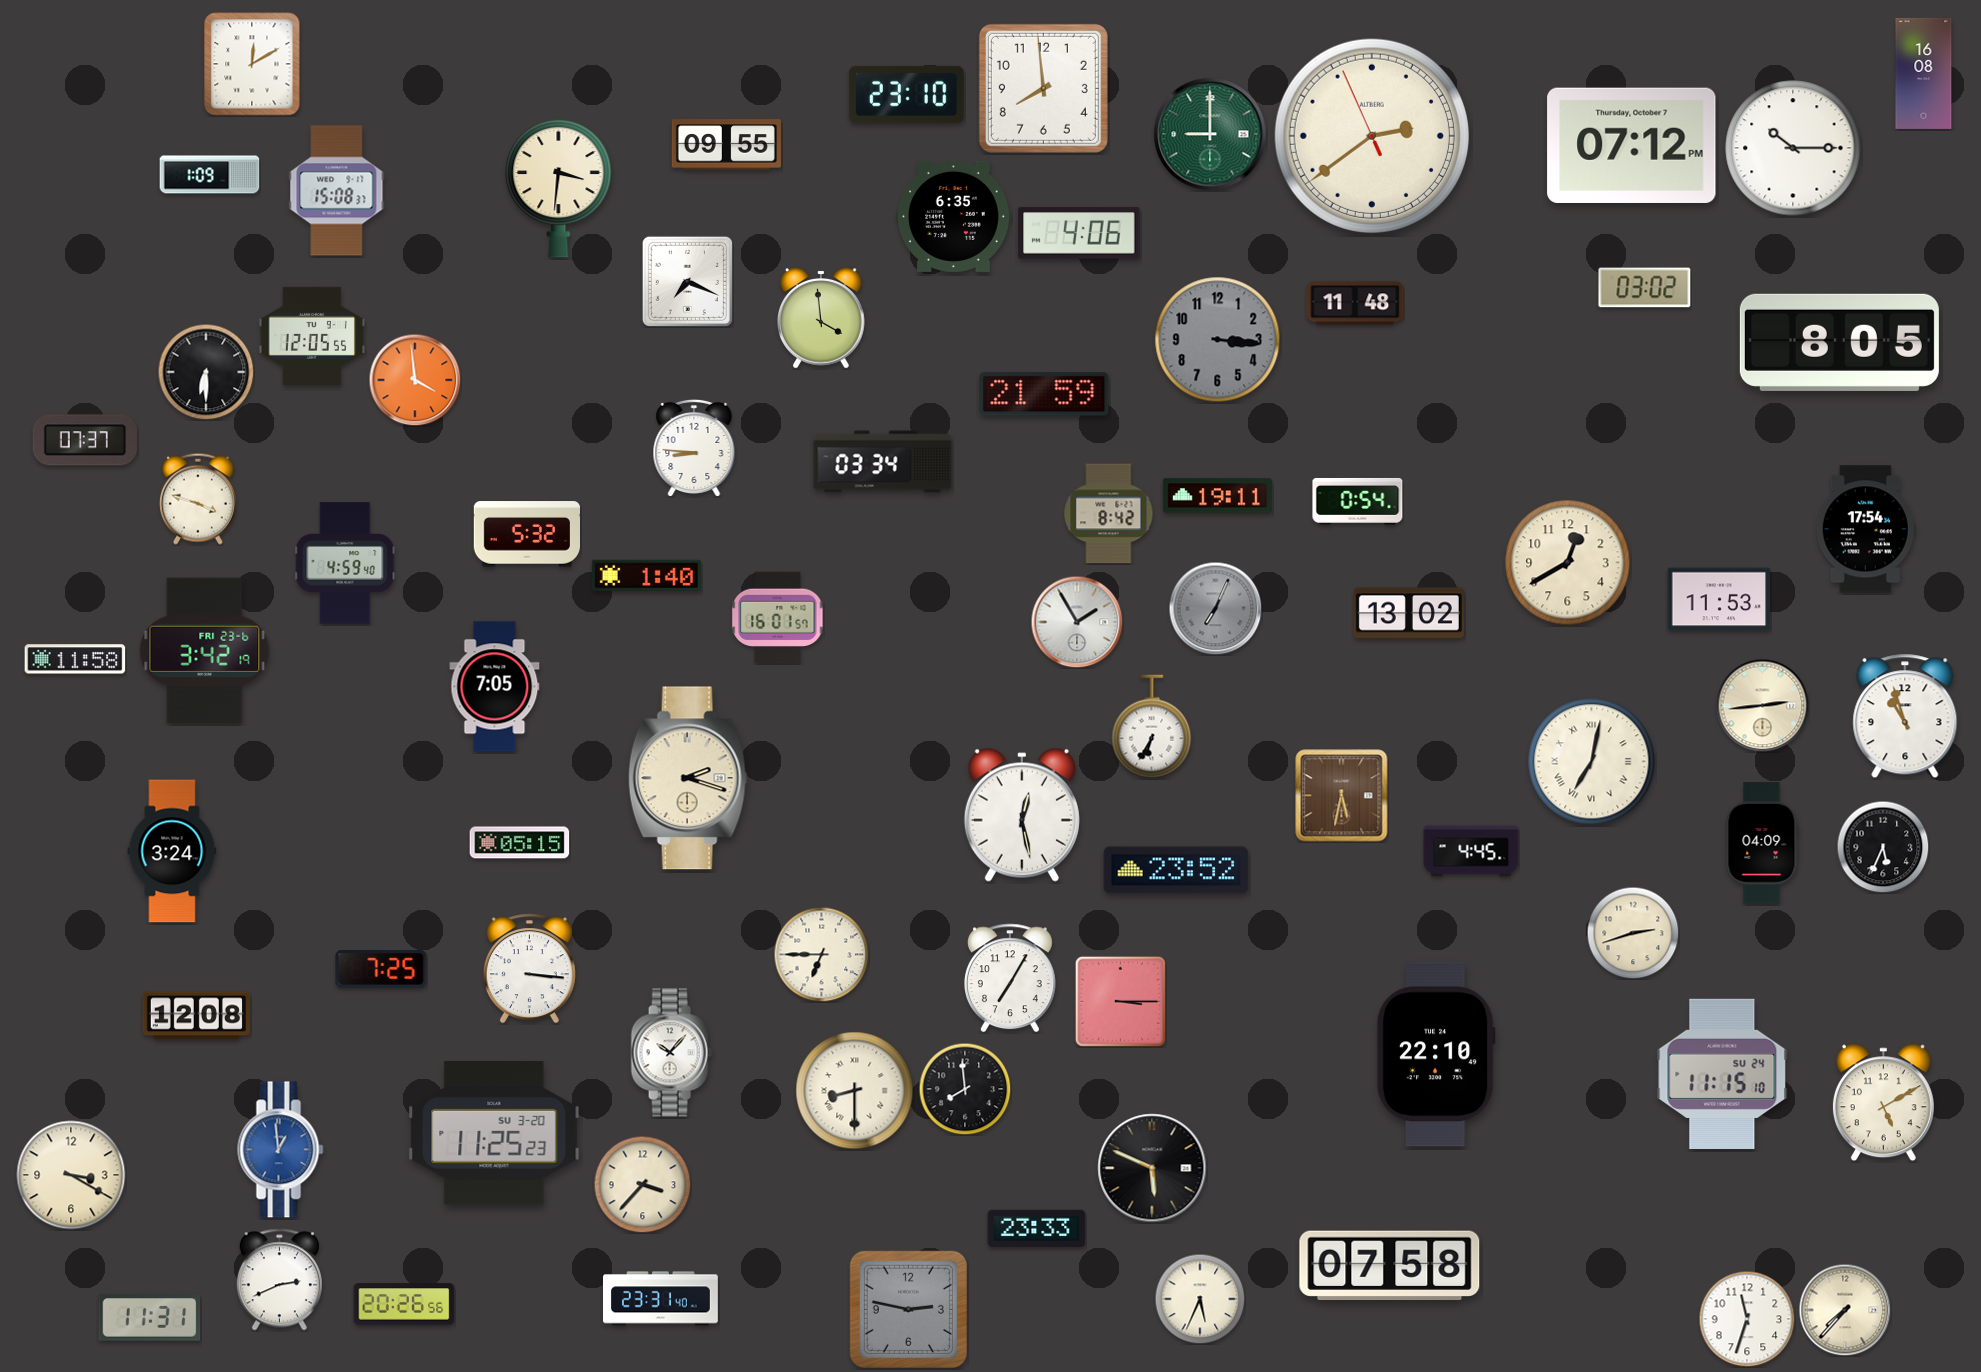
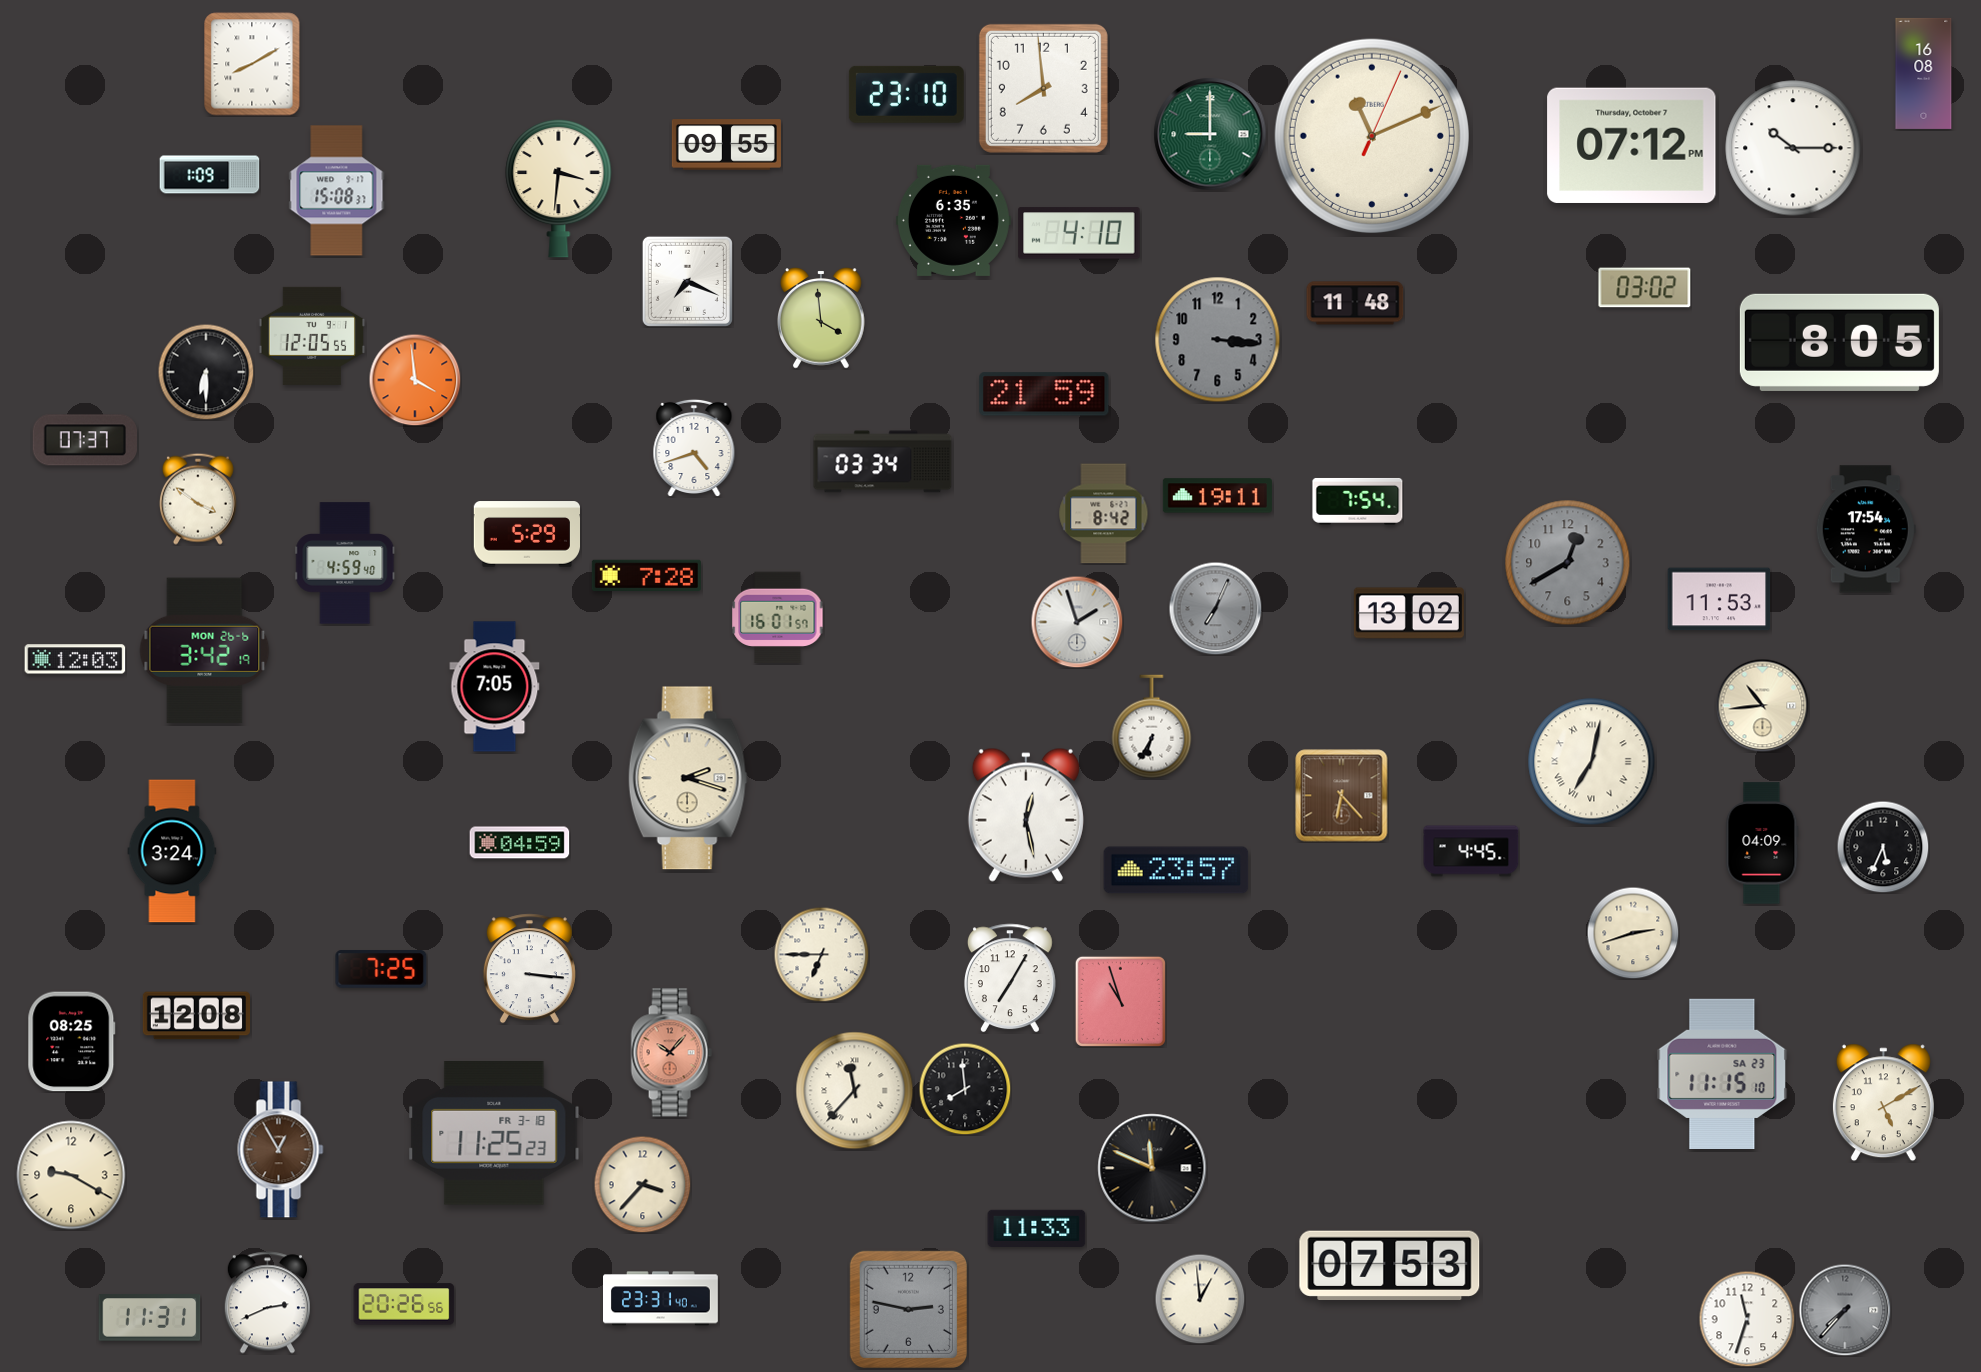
clock at (252, 64): 12:10 -> 8:10
clock at (1372, 136): 2:38 -> 11:11
clock at (953, 216) position: (953, 216) -> (953, 220)
clock at (1079, 233): 4:06 -> 4:10
clock at (694, 447): 8:46 -> 4:42
clock at (198, 499): 3:48 -> 3:51
clock at (1358, 501): 0:54 -> 7:54
clock at (1109, 514) position: (1109, 514) -> (1104, 514)
clock at (526, 534): 5:32 -> 5:29
clock at (1568, 563) dial: cream -> grey
clock at (646, 576): 1:40 -> 7:28
clock at (1077, 622): 1:55 -> 1:57
clock at (205, 651) date: FRI 23-6 -> MON 26-6
clock at (75, 659): 11:58 -> 12:03
clock at (1762, 705): 2:44 -> 10:44
clock at (1905, 716): 10:57 -> none
clock at (1342, 796): 5:32 -> 6:23
clock at (1022, 815) position: (1022, 815) -> (1026, 815)
clock at (520, 843): 05:15 -> 04:59
clock at (1176, 870): 23:52 -> 23:57
clock at (1120, 1001): 3:15 -> 10:57
clock at (72, 1042): none -> 08:25
clock at (671, 1053) dial: white -> salmon
clock at (1436, 1054): 22:10 -> none
clock at (1722, 1074) date: SU 24 -> SA 23
clock at (855, 1091): 8:30 -> 11:37
clock at (494, 1133) date: SU 3-20 -> FR 3-18
clock at (281, 1150): 12:59 -> 12:55
clock at (281, 1150) dial: blue -> brown
clock at (1152, 1168): 5:49 -> 11:49
clock at (71, 1175): 3:20 -> 9:20
clock at (1037, 1228): 23:33 -> 11:33
clock at (1390, 1265): 07:58 -> 07:53
clock at (279, 1280) position: (279, 1280) -> (267, 1303)
clock at (1200, 1299): 5:34 -> 12:59
clock at (1845, 1310) dial: cream -> grey
